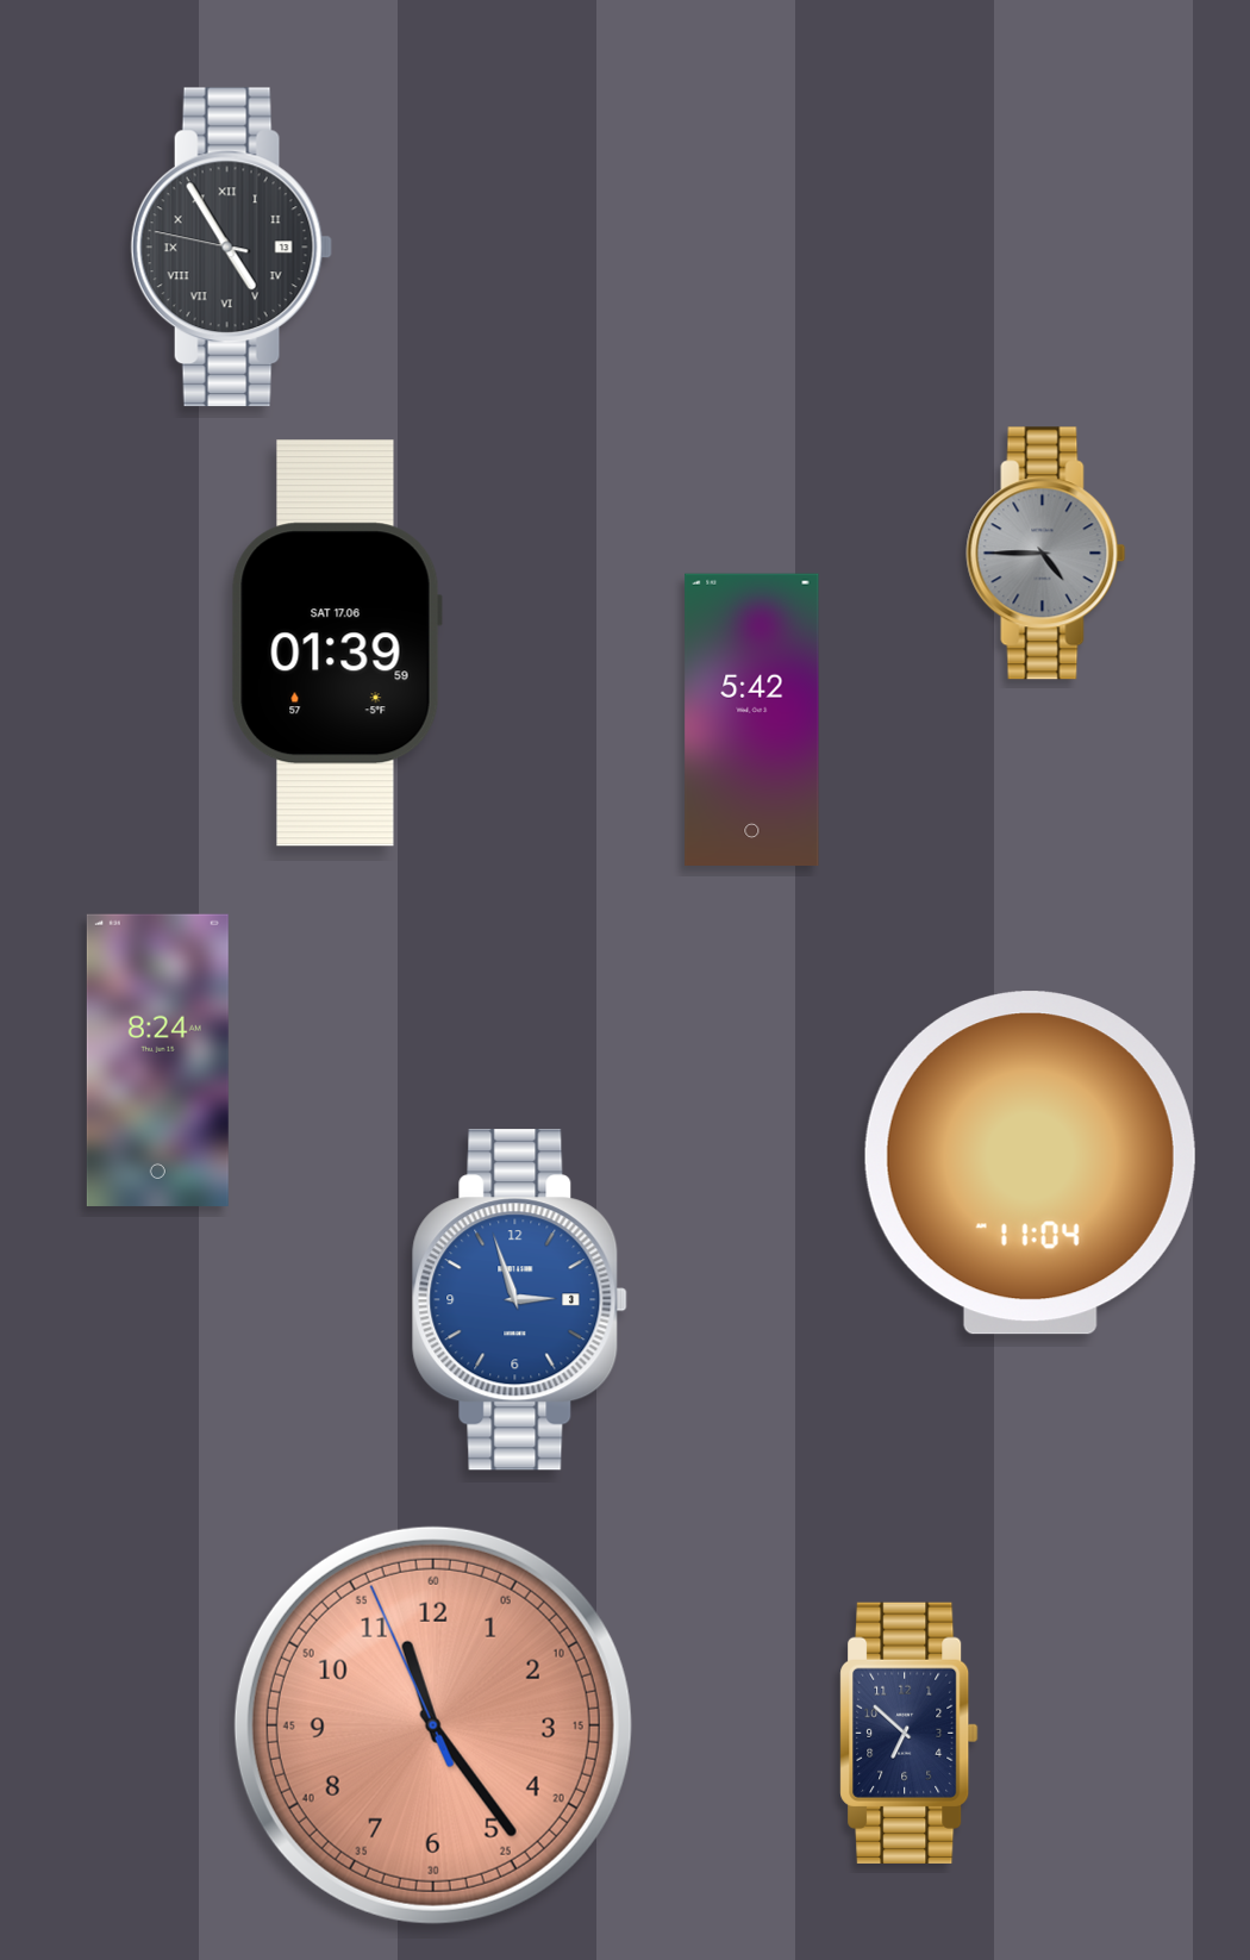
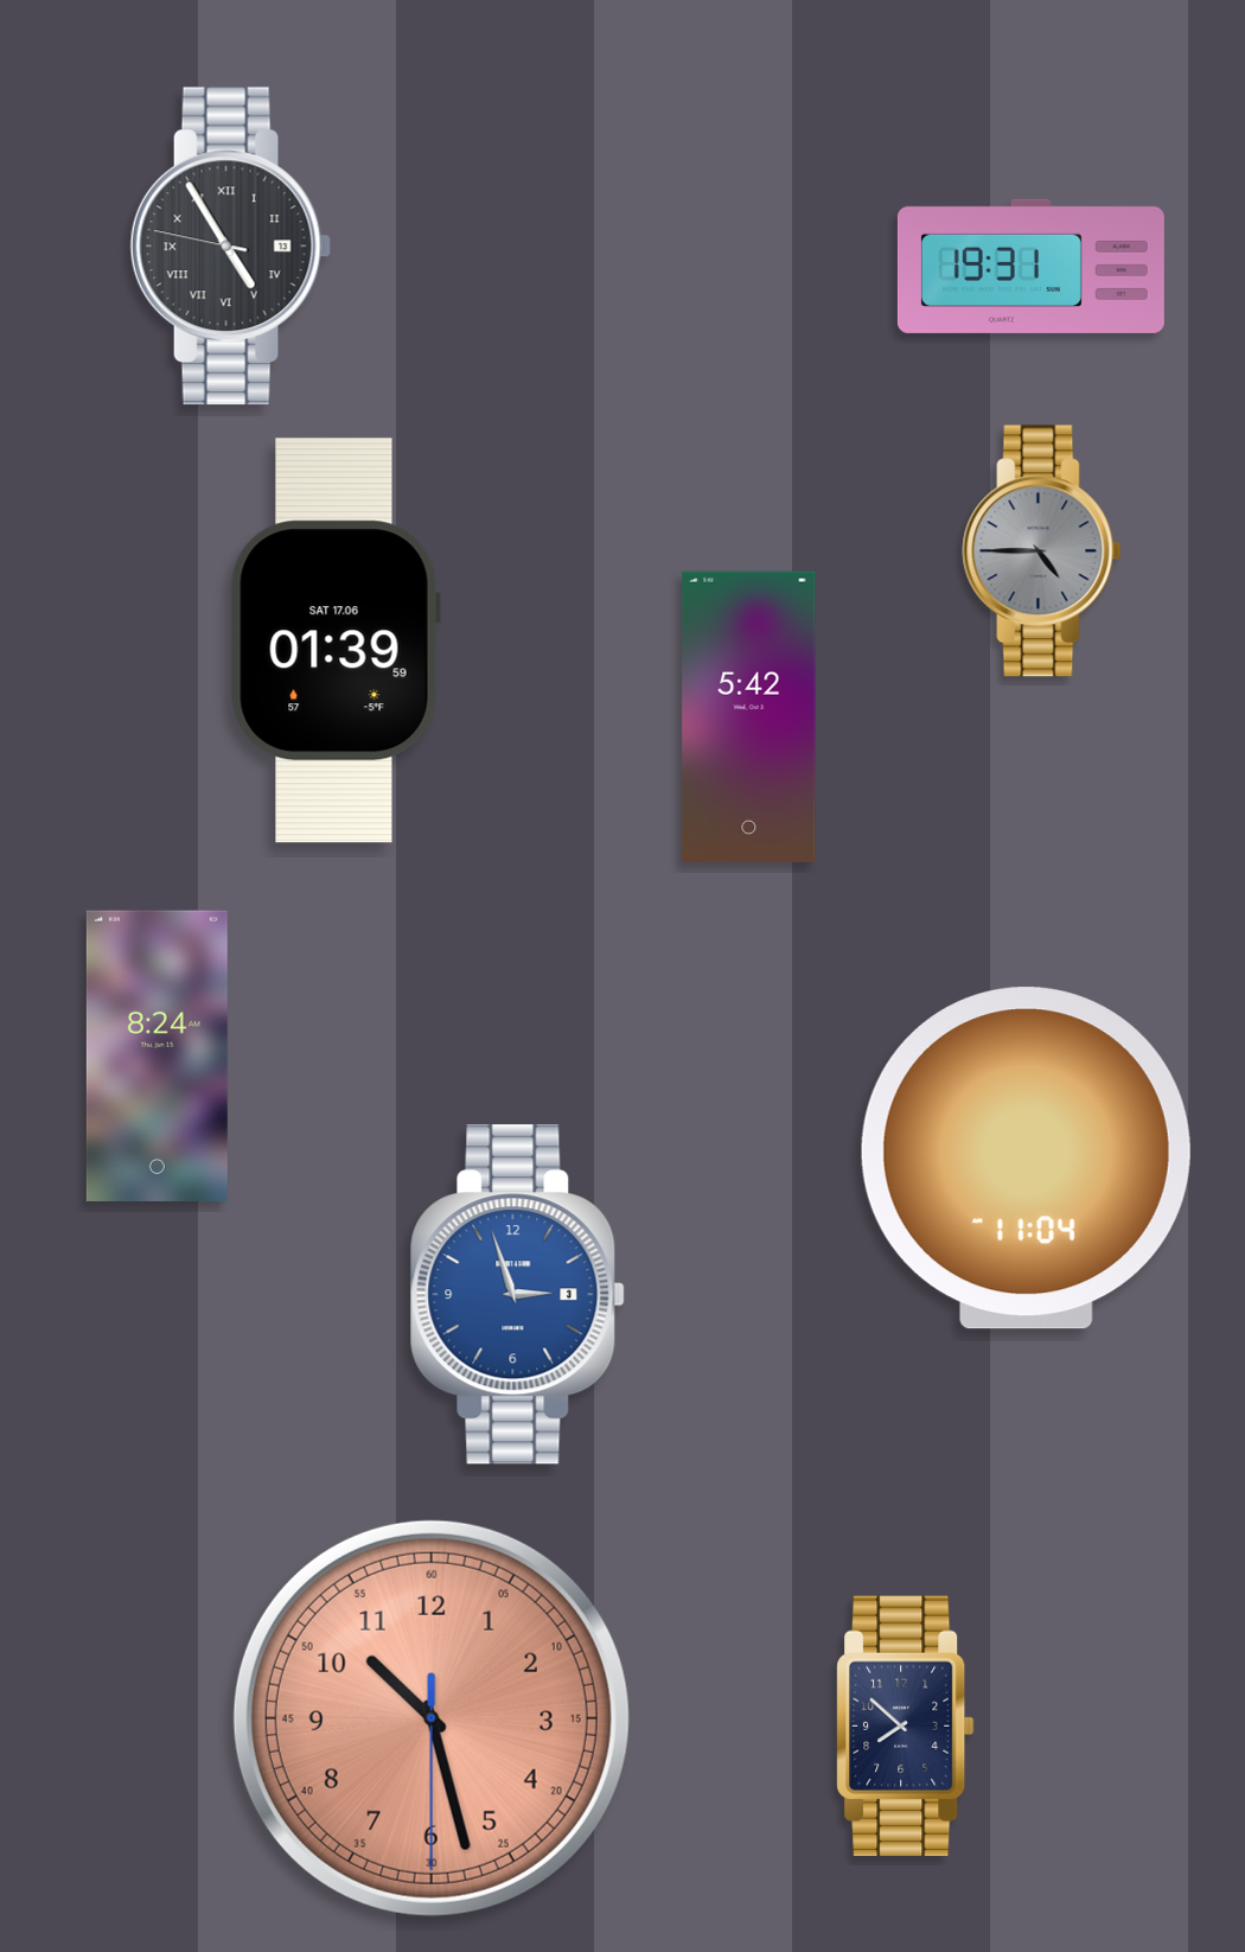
clock at (1030, 266): none -> 19:31
clock at (433, 1725): 11:23 -> 10:27
clock at (910, 1733): 6:52 -> 7:52
